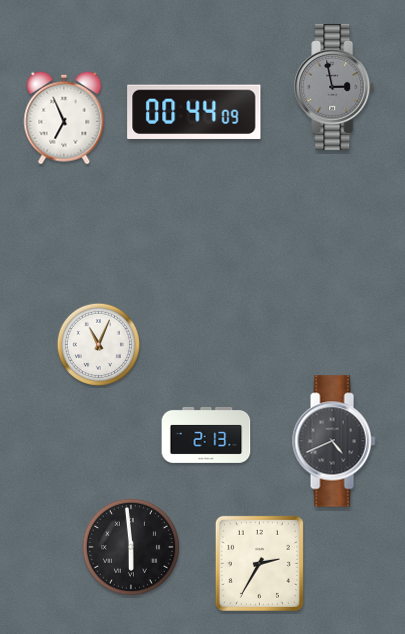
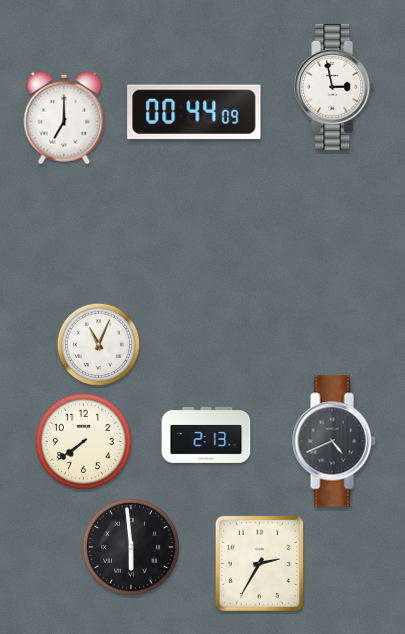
clock at (335, 87) dial: grey -> white
clock at (64, 118): 6:56 -> 7:00
clock at (83, 441): none -> 7:39
